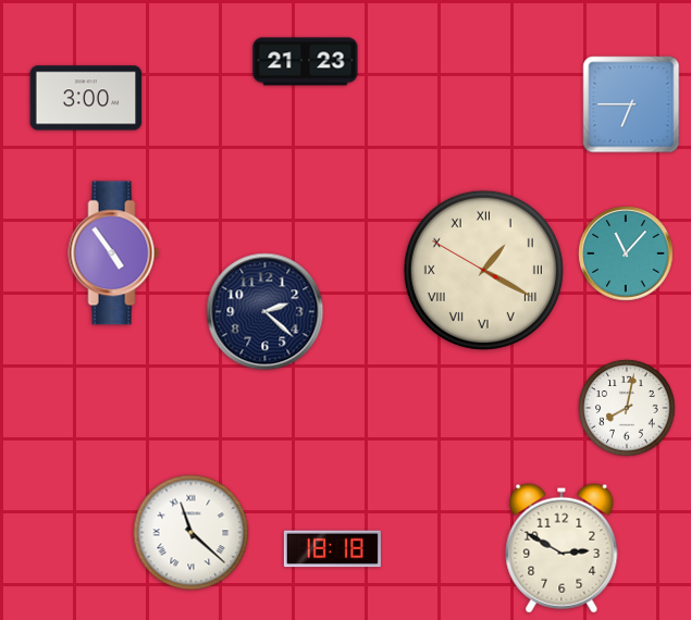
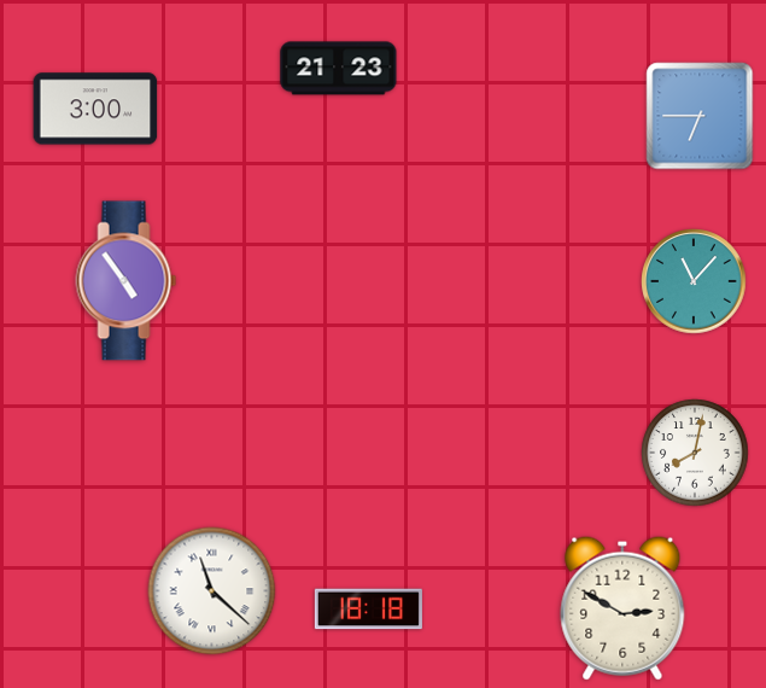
clock at (483, 270): 1:19 -> none
clock at (266, 312): 2:22 -> none
